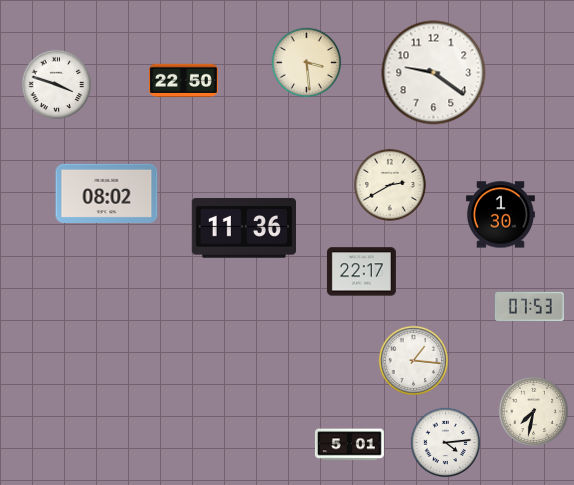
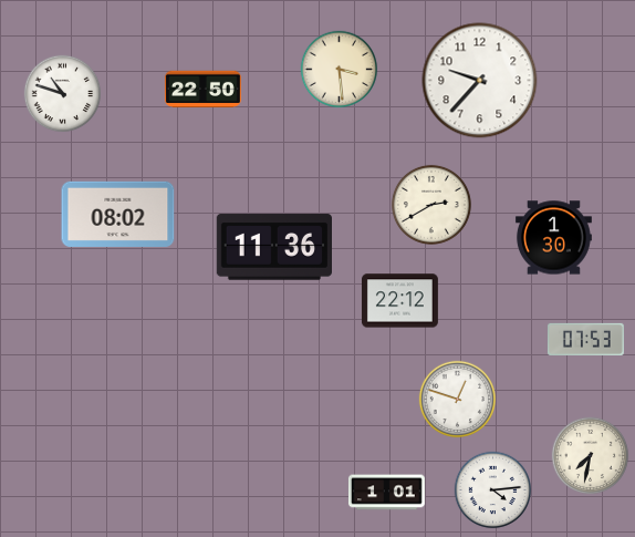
clock at (434, 73): 9:21 -> 9:37
clock at (57, 85): 3:48 -> 10:48
clock at (243, 228) position: (243, 228) -> (273, 247)
clock at (361, 272): 22:17 -> 22:12
clock at (414, 361): 1:16 -> 12:48
clock at (349, 445): 5:01 -> 1:01
